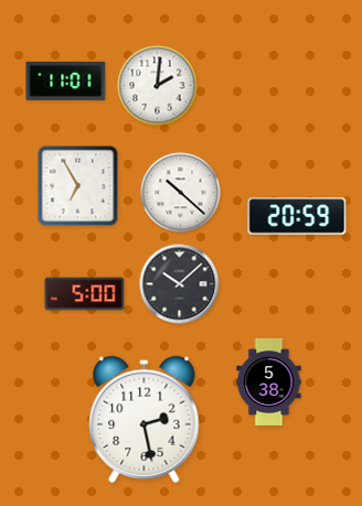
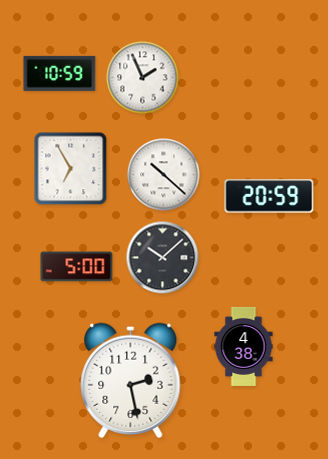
clock at (66, 80): 11:01 -> 10:59
clock at (158, 86): 2:01 -> 1:56
clock at (269, 381): 5:38 -> 4:38
